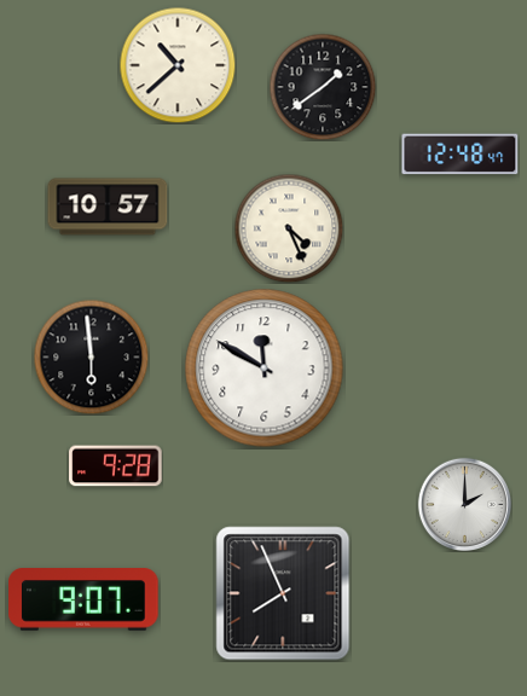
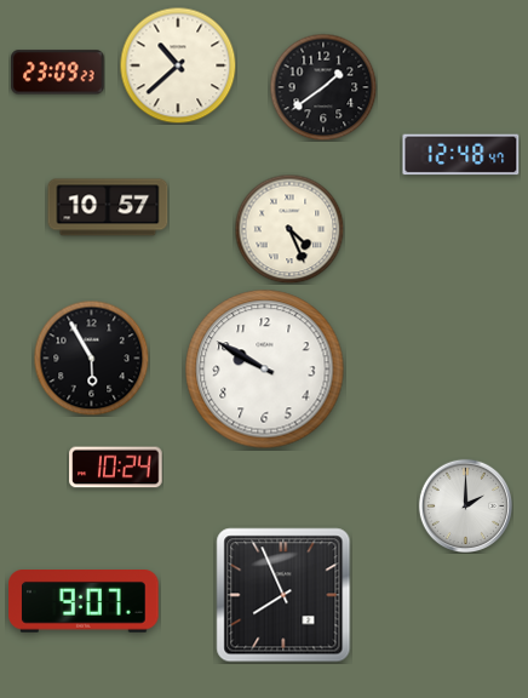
clock at (58, 73): none -> 23:09
clock at (91, 356): 5:59 -> 5:55
clock at (265, 369): 11:50 -> 9:50
clock at (116, 466): 9:28 -> 10:24
